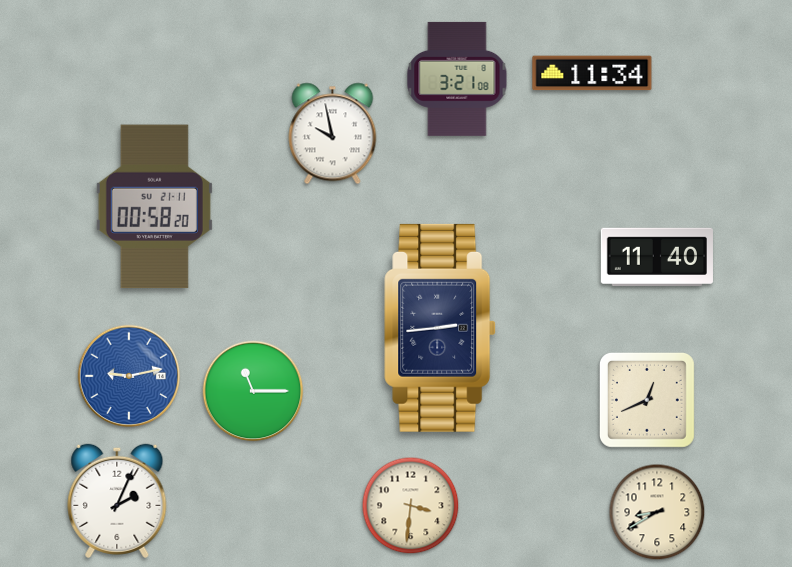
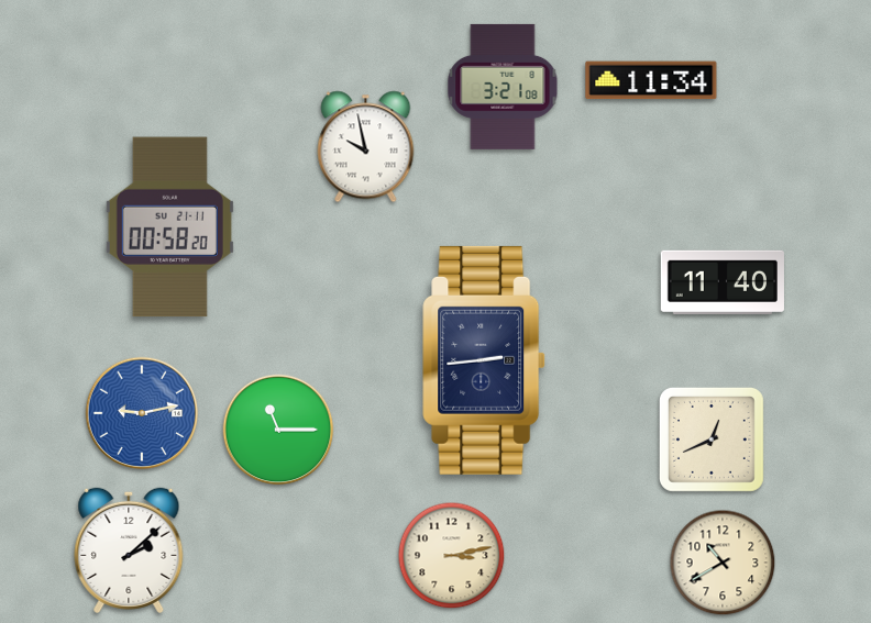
clock at (117, 501): 2:04 -> 2:08
clock at (411, 506): 3:31 -> 3:13
clock at (657, 512): 8:40 -> 10:40
